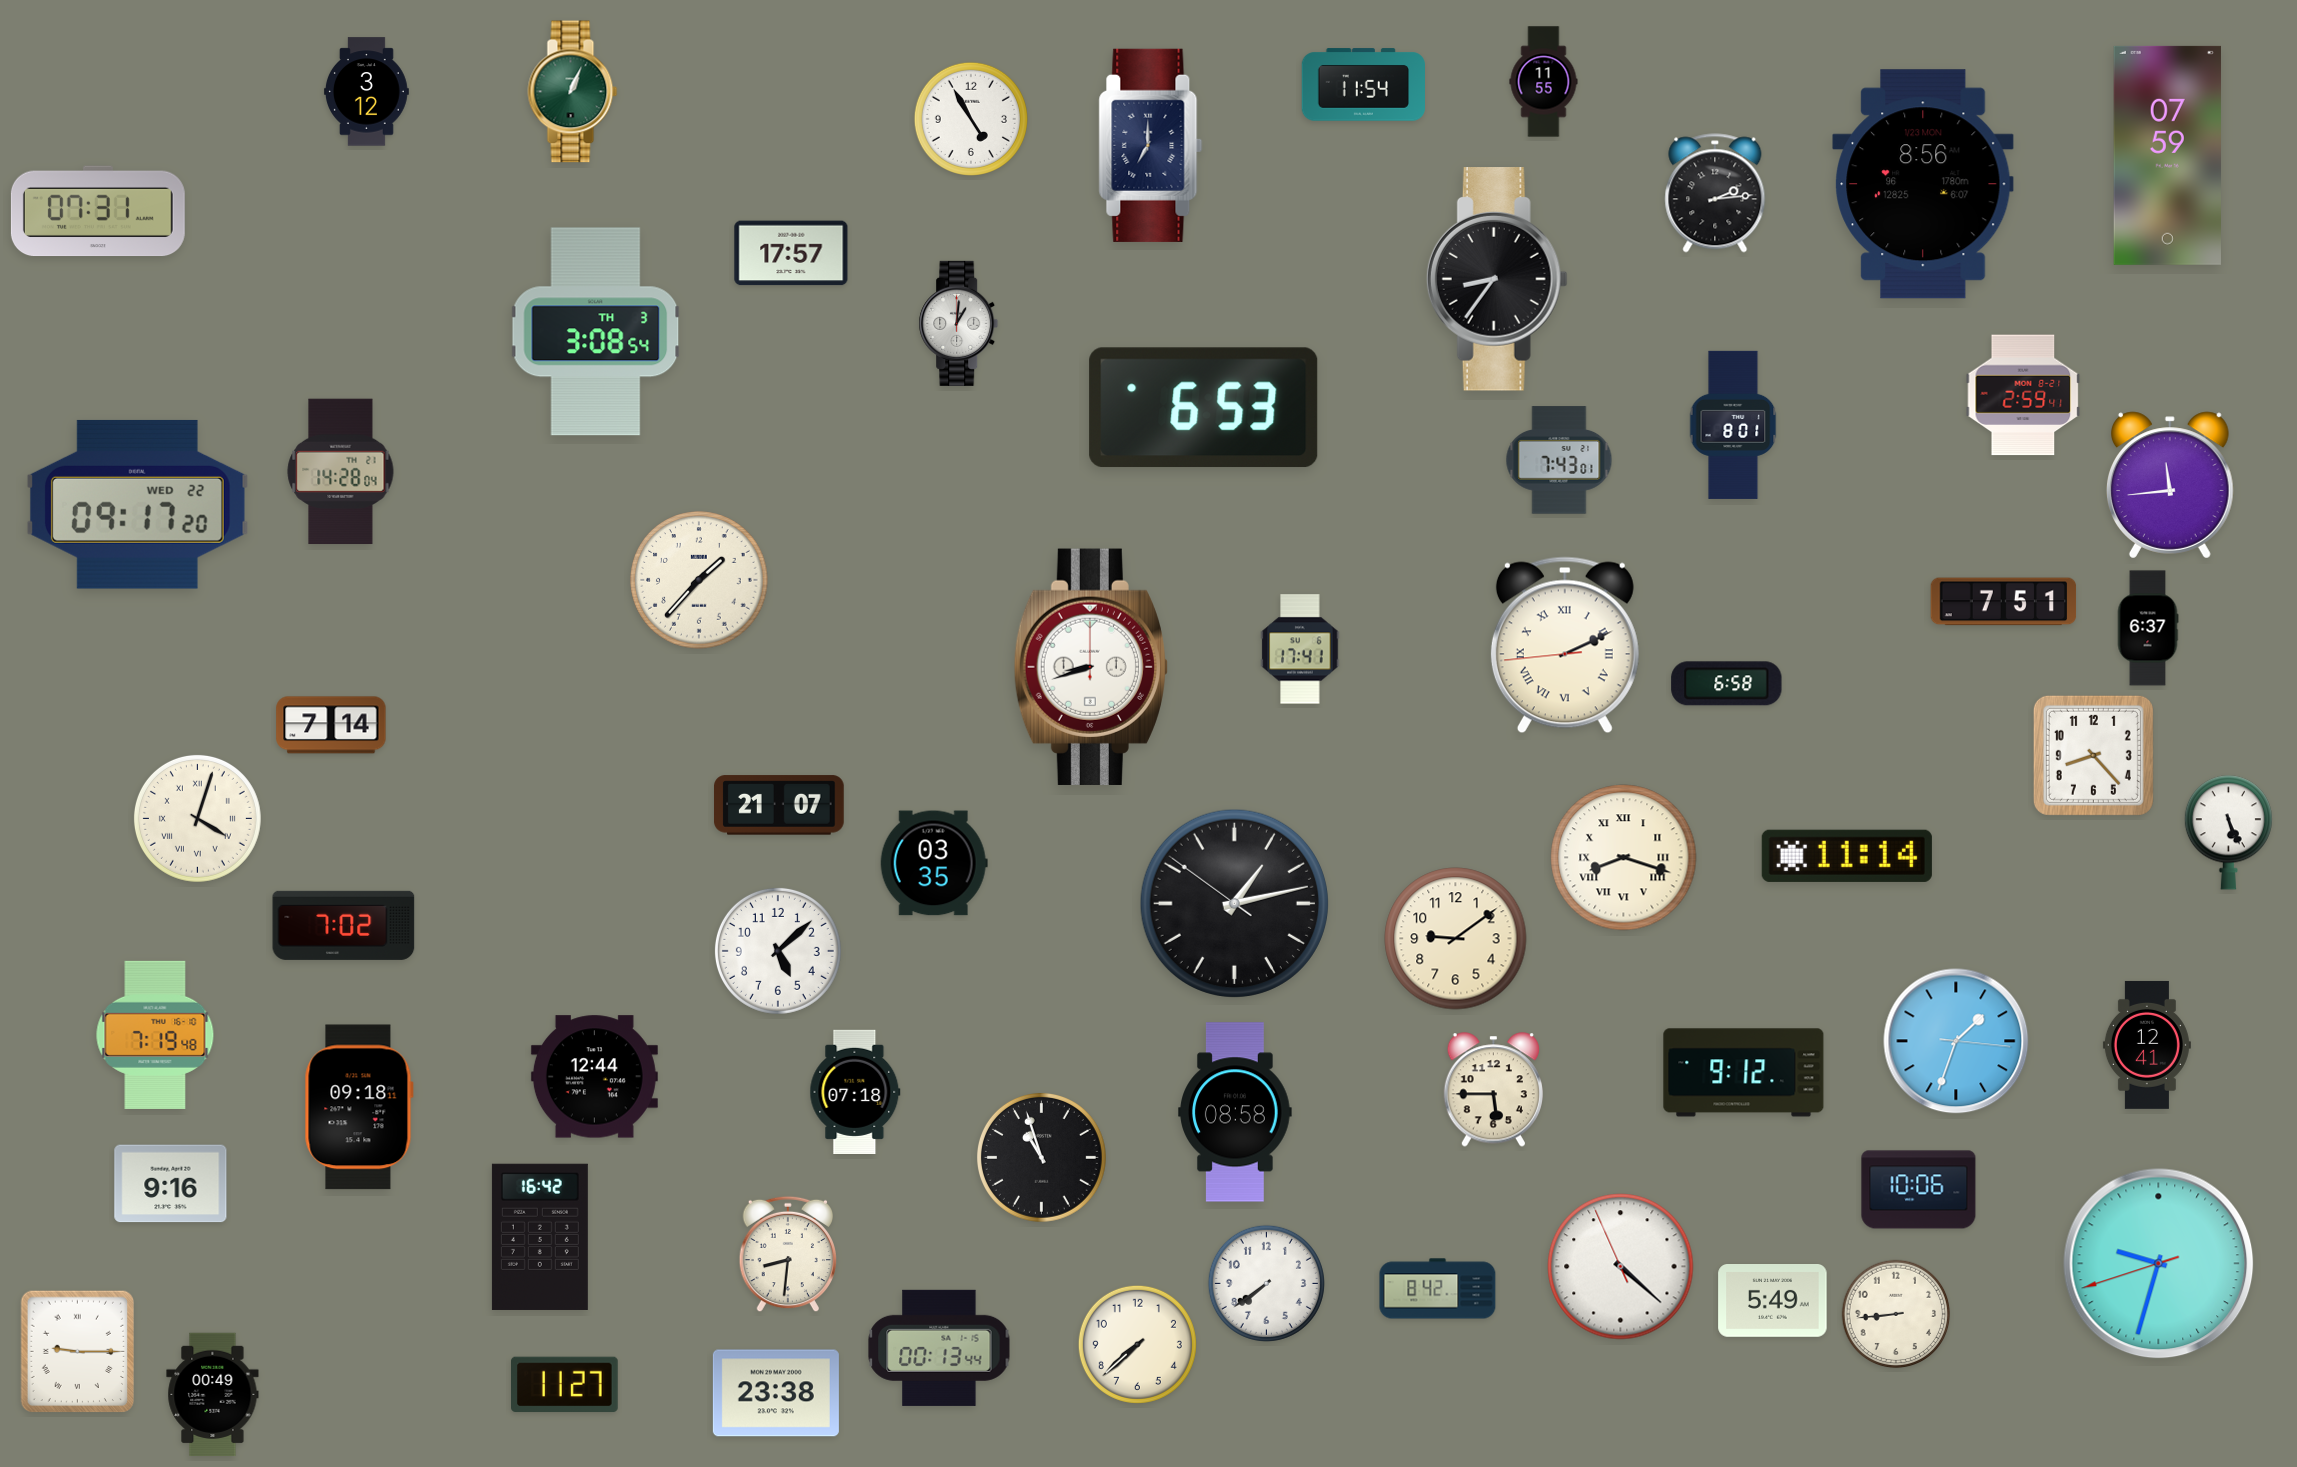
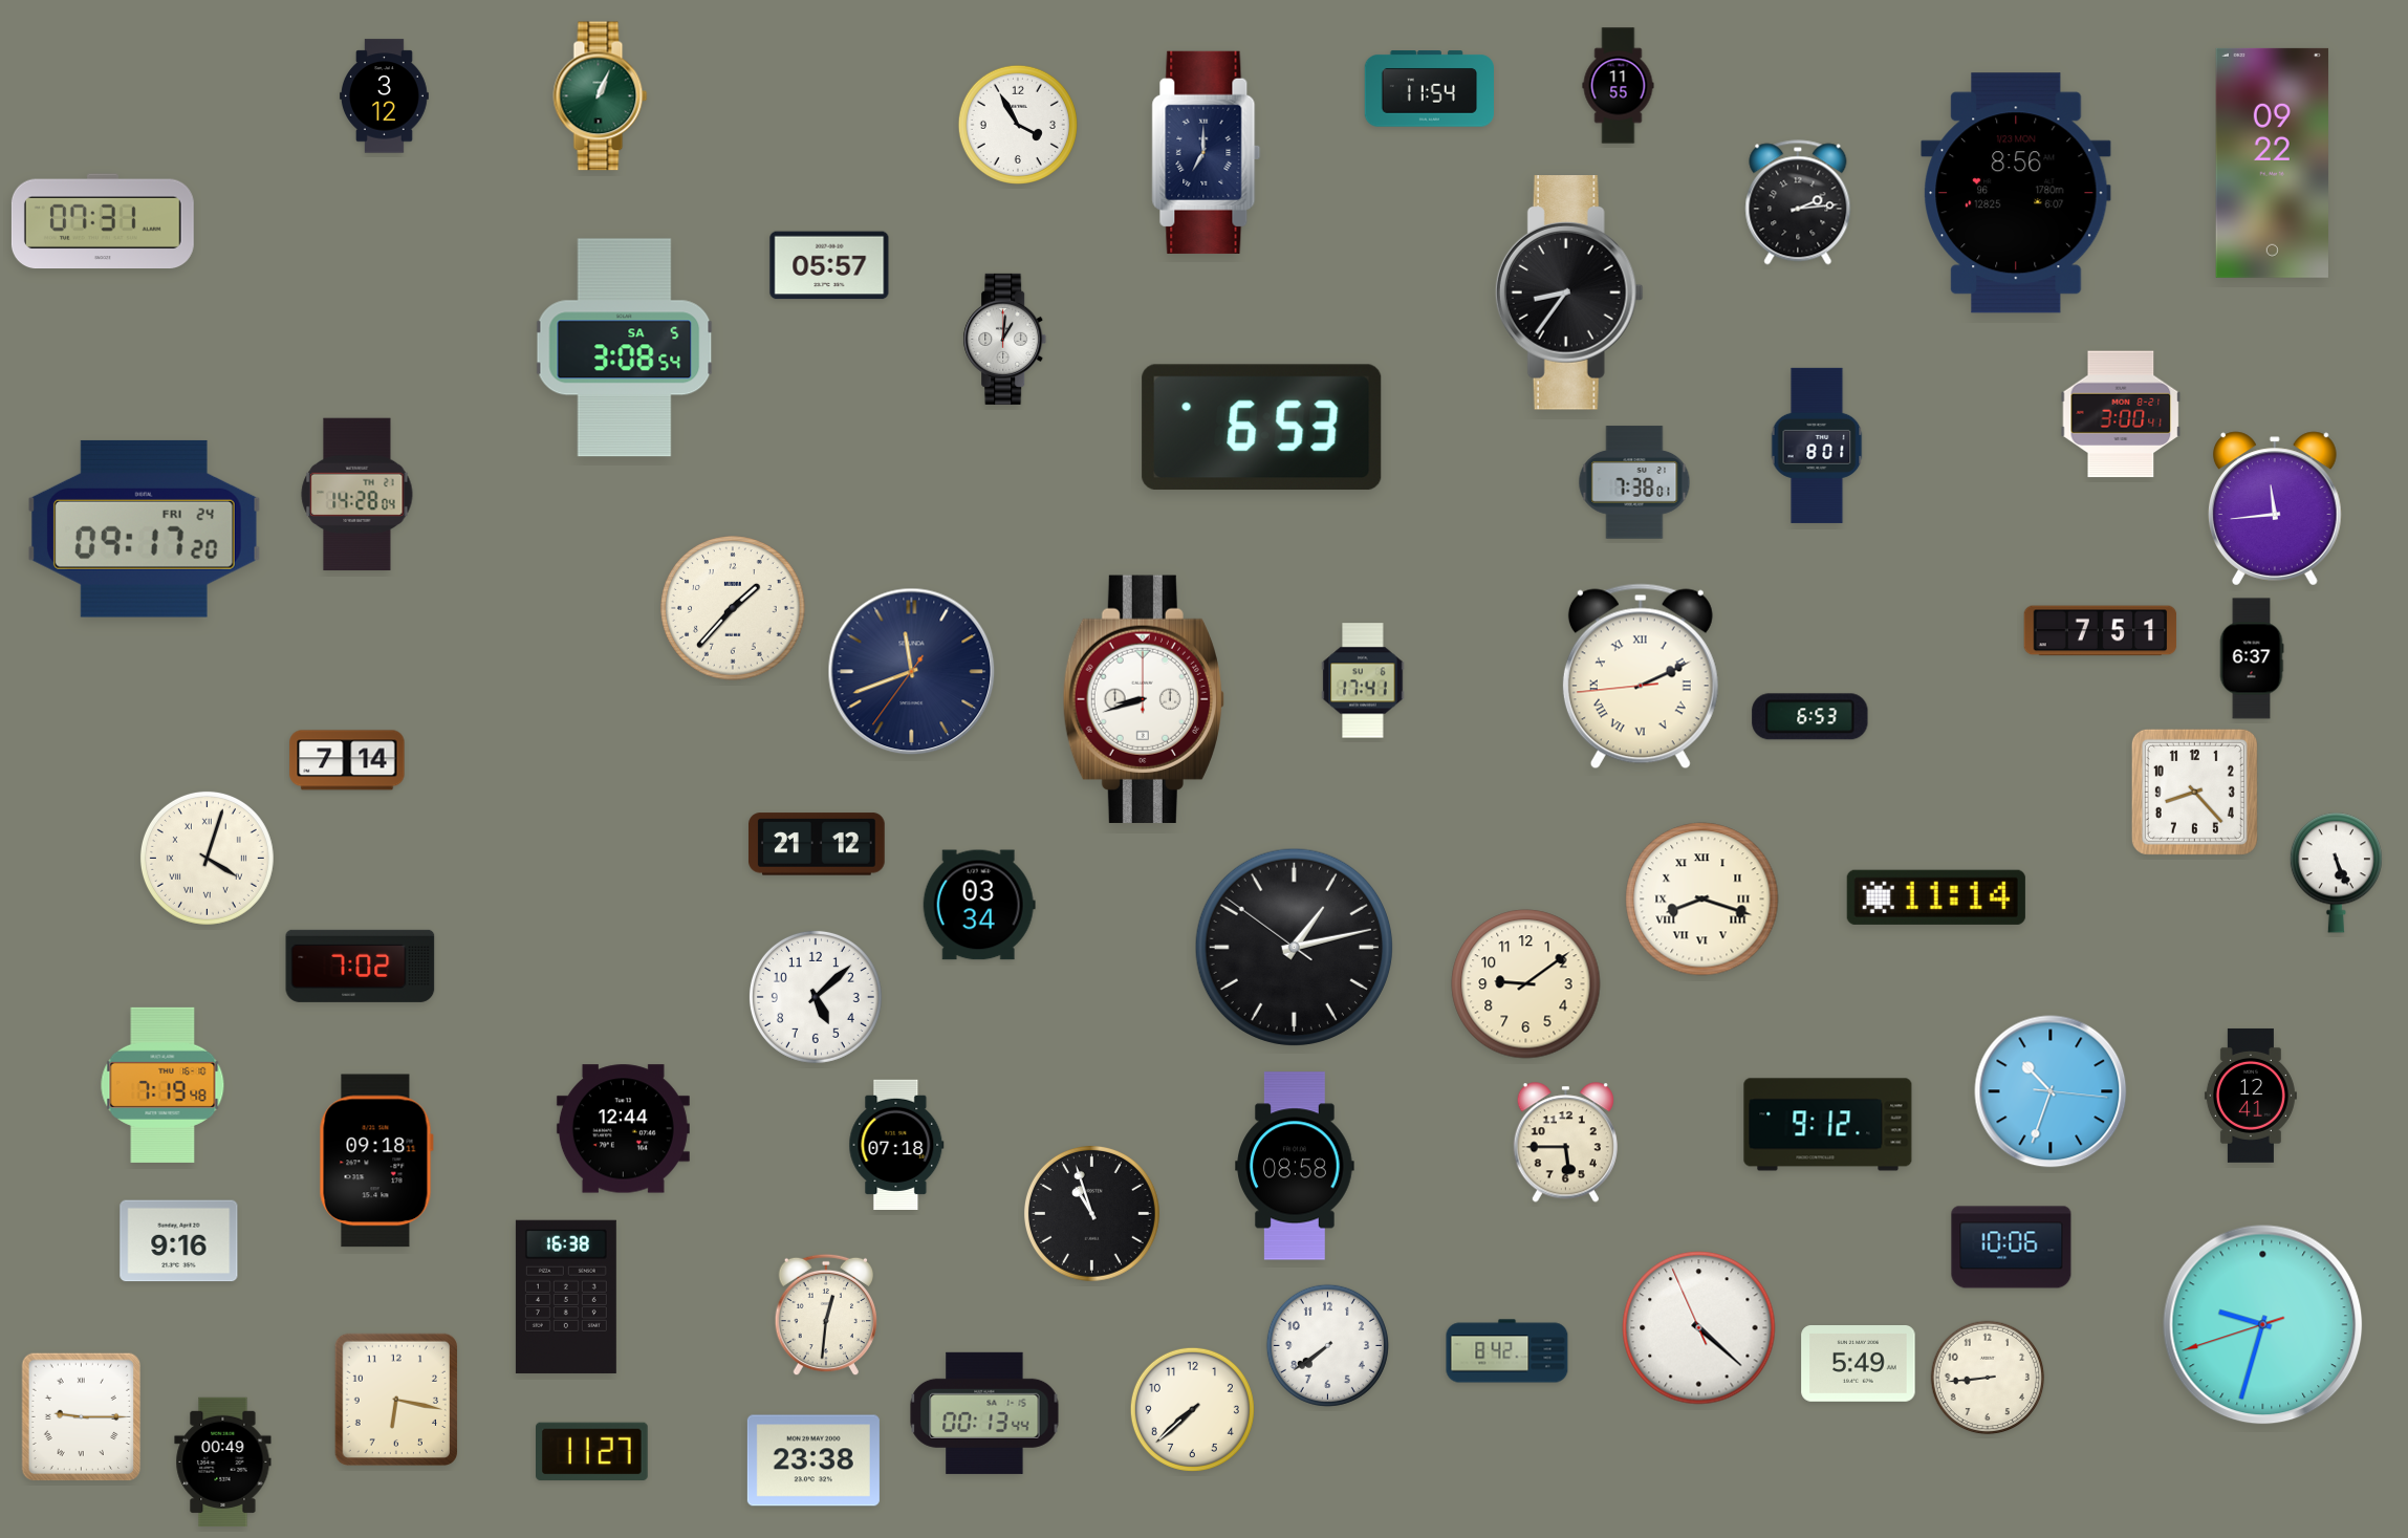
clock at (971, 119): 4:55 -> 3:55
clock at (2167, 155): 07:59 -> 09:22
clock at (791, 253): 17:57 -> 05:57
clock at (596, 332) date: TH 3 -> SA 5
clock at (2023, 395): 2:59 -> 3:00
clock at (1559, 460): 7:43 -> 7:38
clock at (137, 504) date: WED 22 -> FRI 24
clock at (912, 672): none -> 11:41
clock at (1727, 684): 6:58 -> 6:53
clock at (779, 805): 21:07 -> 21:12
clock at (934, 863): 03:35 -> 03:34
clock at (344, 925) position: (344, 925) -> (361, 966)
clock at (1956, 1041): 1:33 -> 10:33
clock at (540, 1237): 16:42 -> 16:38
clock at (787, 1254): 8:31 -> 12:31
clock at (395, 1399): none -> 6:17
